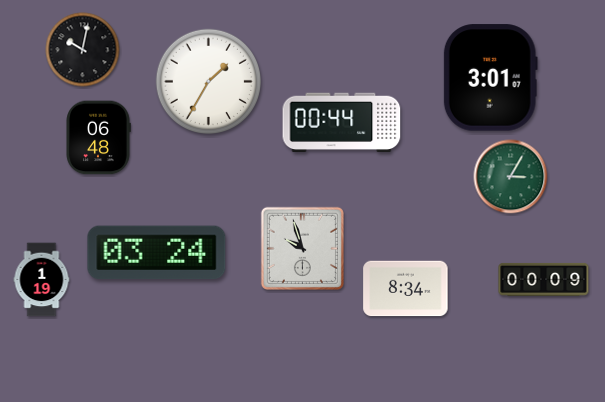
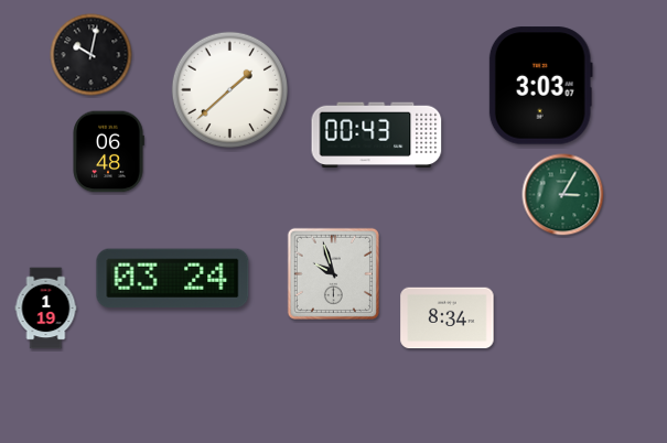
clock at (490, 78): 3:01 -> 3:03
clock at (208, 81): 1:35 -> 1:38
clock at (342, 123): 00:44 -> 00:43
clock at (544, 279): 00:09 -> none
